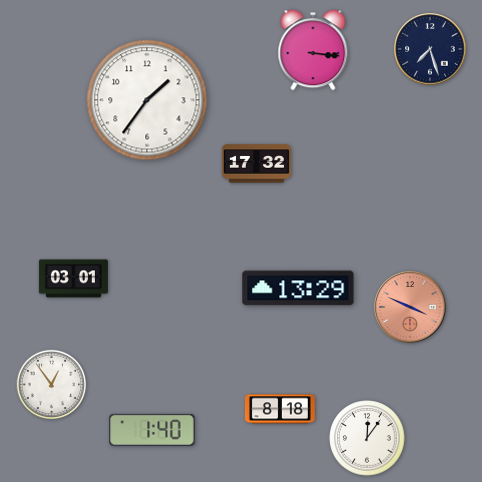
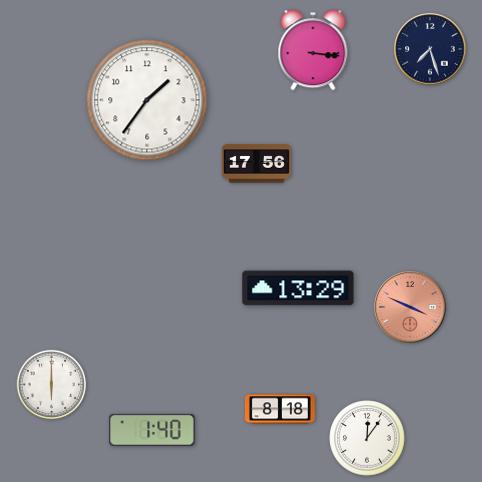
clock at (256, 164): 17:32 -> 17:56
clock at (73, 279): 03:01 -> none
clock at (52, 385): 12:54 -> 6:00
